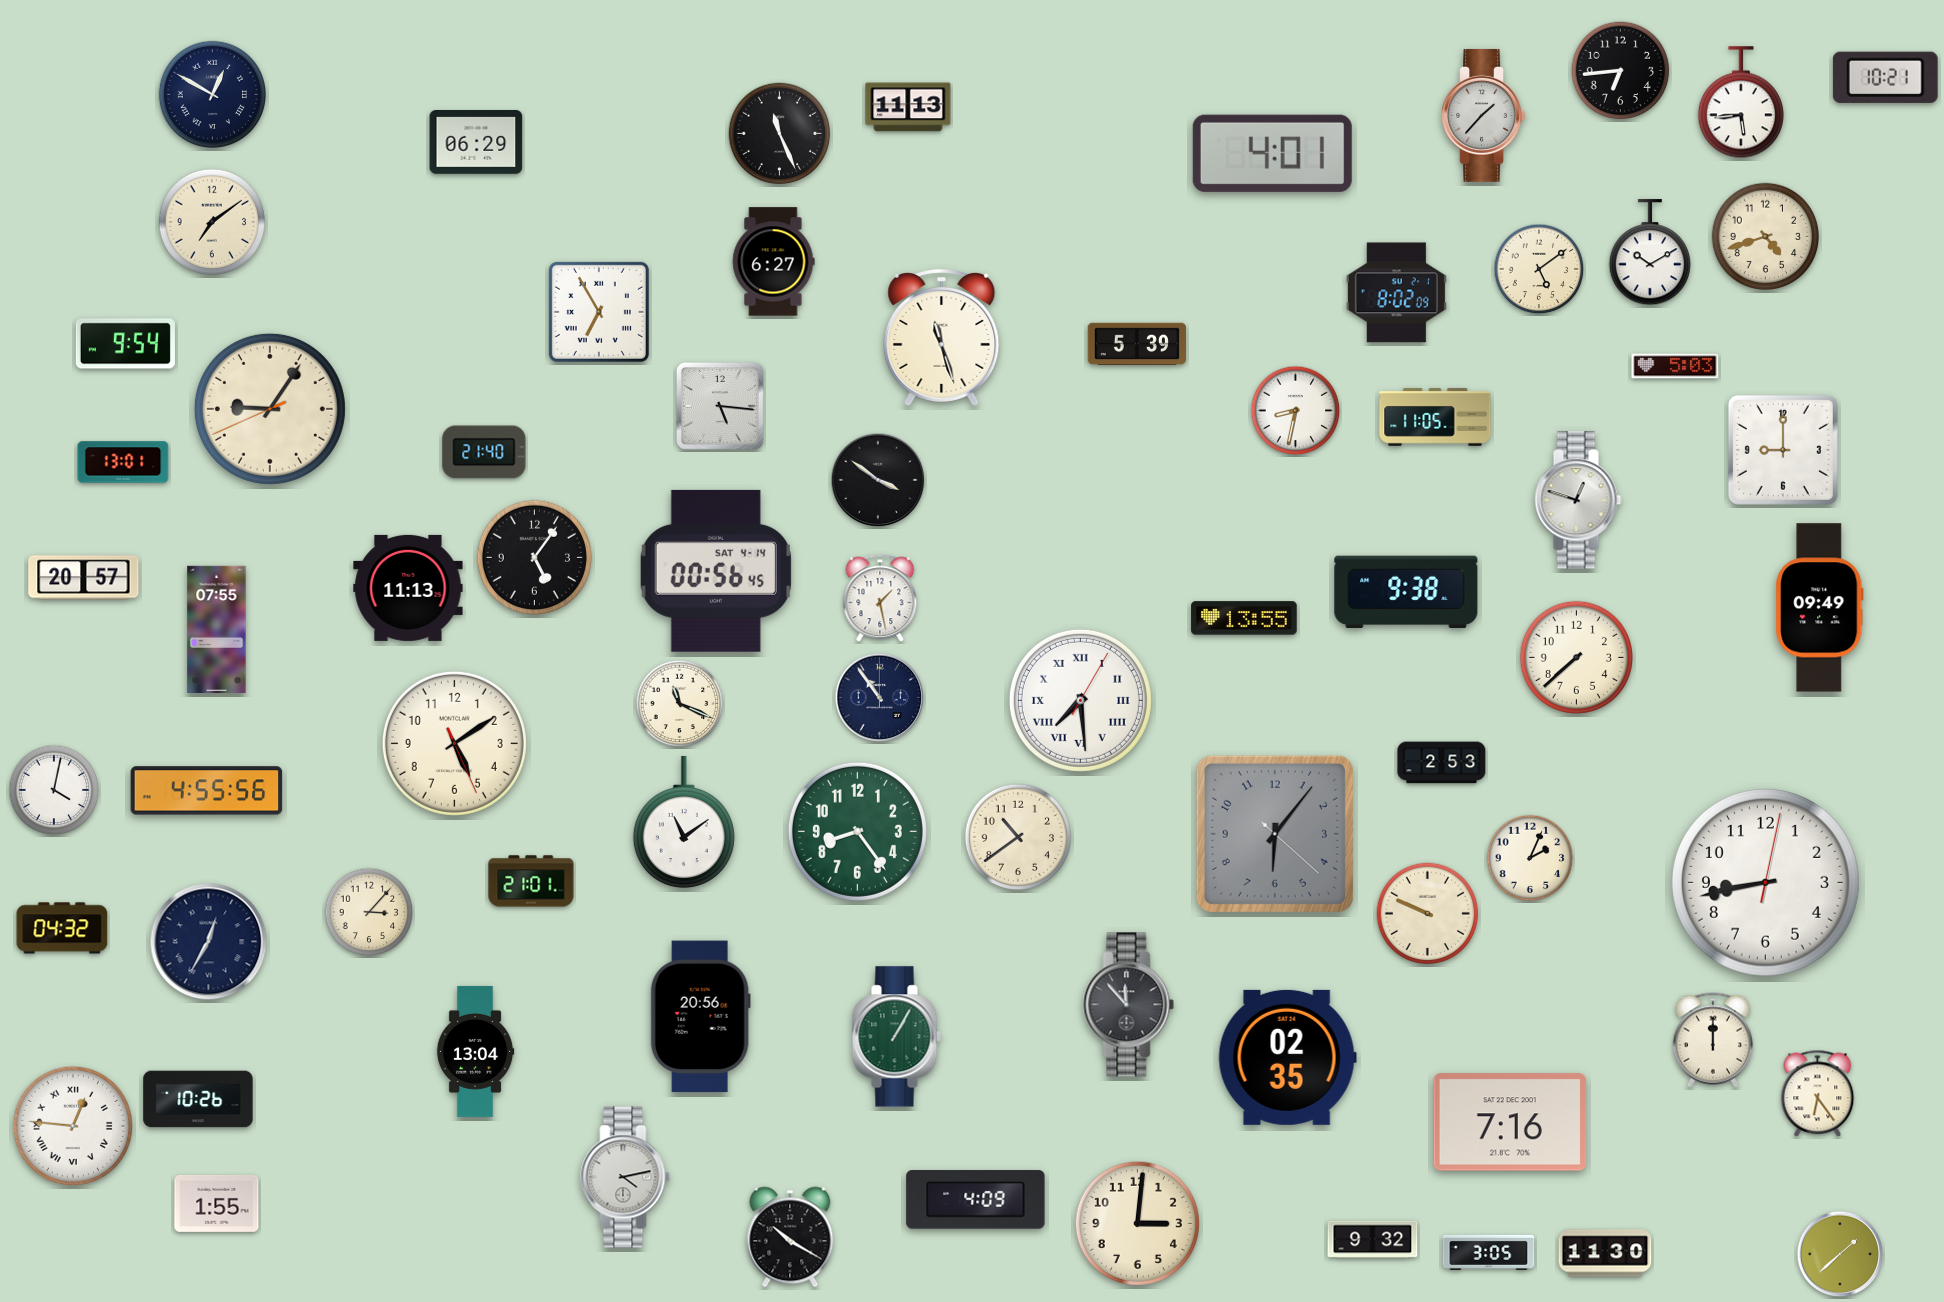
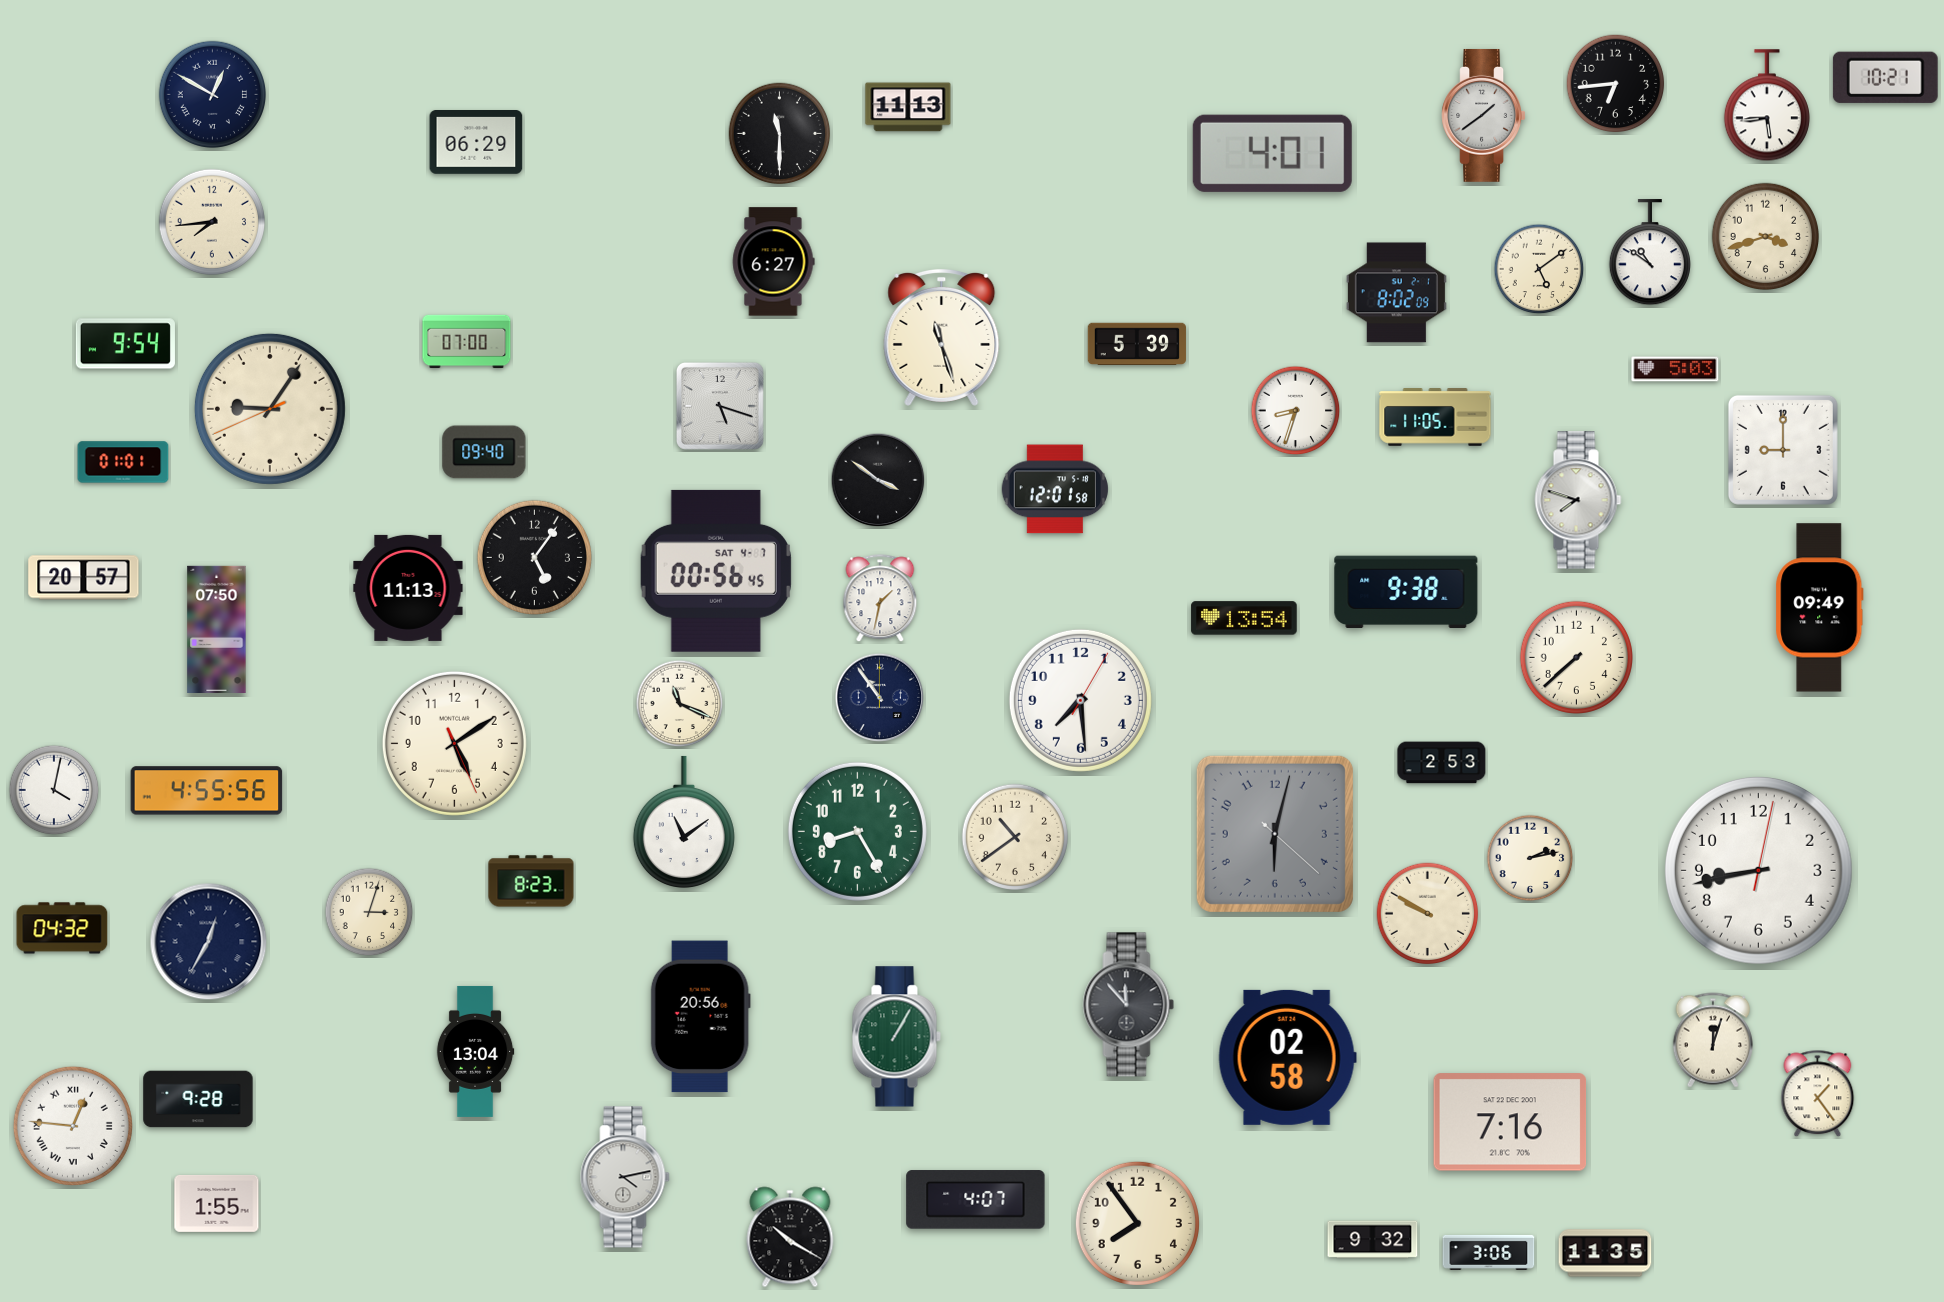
clock at (1621, 71) position: (1621, 71) -> (1616, 84)
clock at (1741, 103) position: (1741, 103) -> (1767, 106)
clock at (1484, 115): 1:37 -> 1:39
clock at (780, 134): 11:26 -> 11:30
clock at (211, 221): 7:09 -> 7:44
clock at (1765, 236): 4:42 -> 3:42
clock at (1650, 253): 10:10 -> 10:51
clock at (599, 312): 6:55 -> none
clock at (467, 342): none -> 07:00
clock at (1675, 366) position: (1675, 366) -> (1675, 369)
clock at (720, 406): 5:16 -> 5:18
clock at (1296, 411): 8:32 -> 8:33
clock at (484, 452): 21:40 -> 09:40
clock at (123, 462): 13:01 -> 01:01
clock at (1055, 489): none -> 12:01
clock at (1578, 500): 12:48 -> 7:48
clock at (716, 571) date: SAT 4-14 -> SAT 4-7
clock at (880, 599): 1:28 -> 1:32
clock at (1244, 618): 13:55 -> 13:54
clock at (217, 629): 07:55 -> 07:50
clock at (1080, 700) numerals: Roman -> Arabic
clock at (857, 831): 8:24 -> 8:25
clock at (1275, 834): 6:06 -> 6:02
clock at (1017, 836) position: (1017, 836) -> (1014, 836)
clock at (1530, 858): 2:04 -> 2:13
clock at (531, 881): 21:01 -> 8:23
clock at (1765, 882) position: (1765, 882) -> (1758, 870)
clock at (369, 912): 3:07 -> 3:03
clock at (1428, 914): 9:49 -> 9:50
clock at (1713, 1040): 12:00 -> 12:03
clock at (1287, 1057): 02:35 -> 02:58
clock at (1818, 1094): 6:24 -> 1:24
clock at (198, 1099): 10:26 -> 9:28
clock at (976, 1200): 4:09 -> 4:07
clock at (1137, 1223): 3:01 -> 7:54
clock at (1489, 1252): 3:05 -> 3:06
clock at (1605, 1253): 11:30 -> 11:35
clock at (1840, 1254): 1:38 -> none
